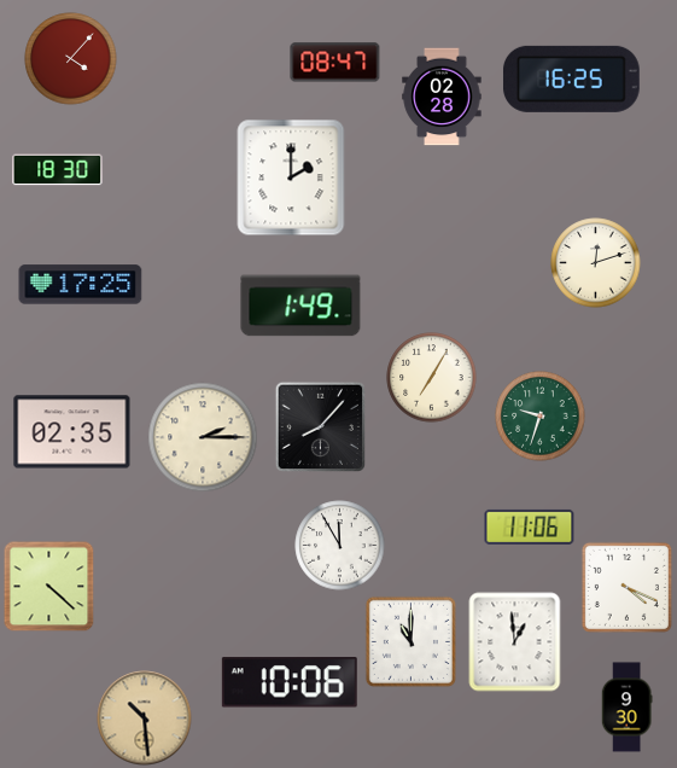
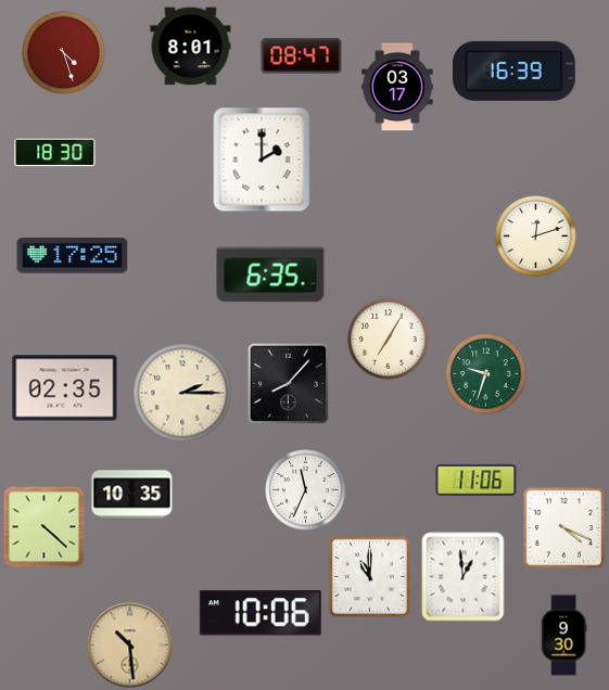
clock at (191, 47): none -> 8:01
clock at (71, 59): 4:07 -> 4:27
clock at (571, 78): 16:25 -> 16:39
clock at (442, 97): 02:28 -> 03:17
clock at (58, 170) position: (58, 170) -> (55, 153)
clock at (300, 306): 1:49 -> 6:35
clock at (530, 526) position: (530, 526) -> (477, 480)
clock at (340, 546): 11:55 -> 11:34
clock at (132, 495): none -> 10:35
